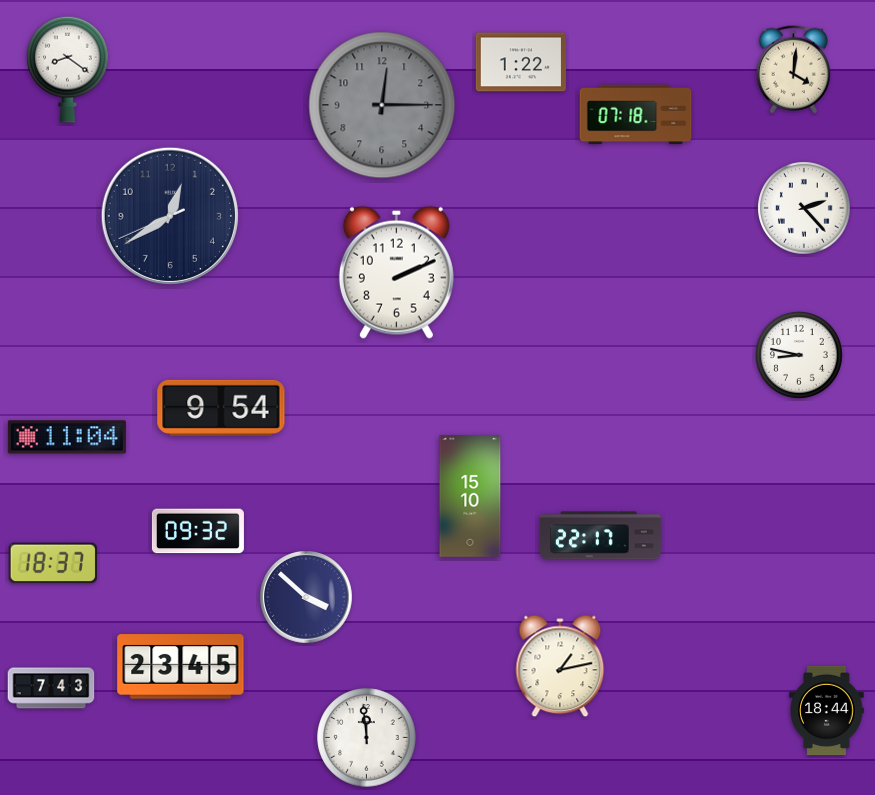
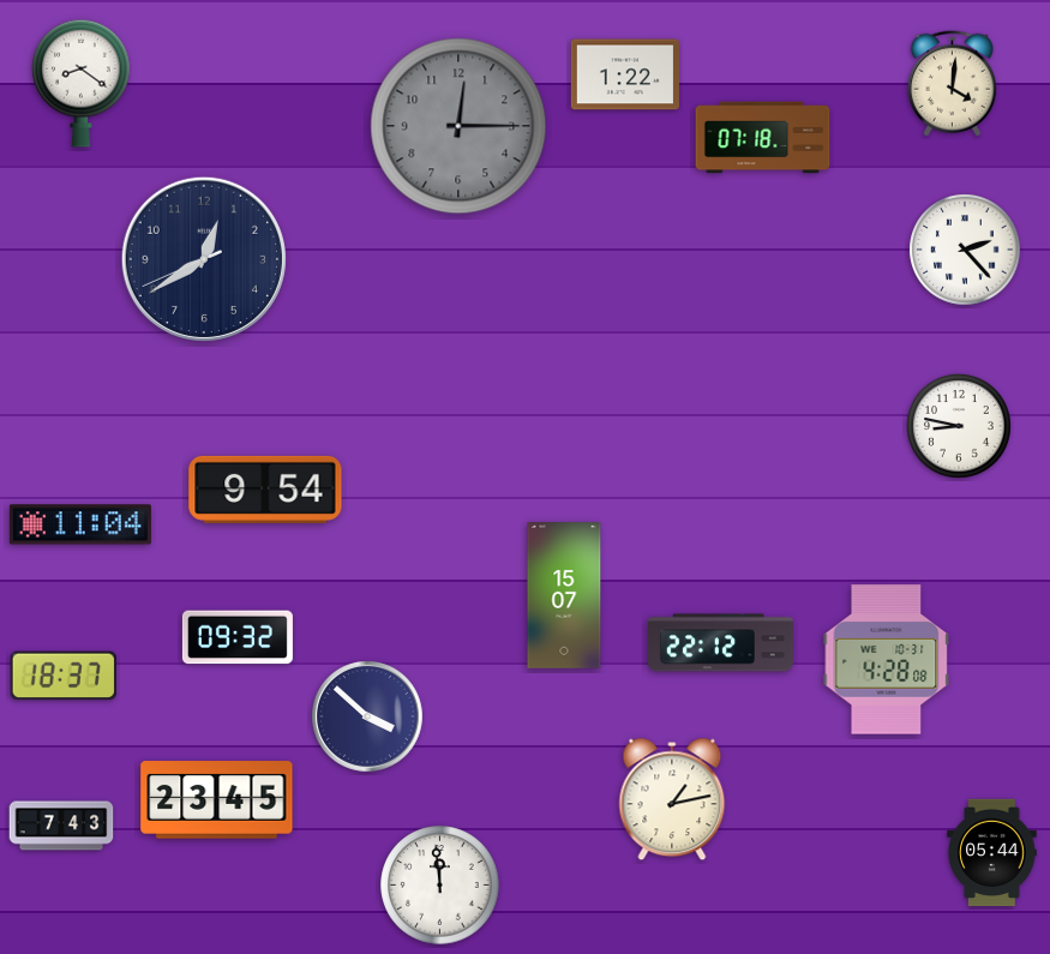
clock at (396, 272): 2:11 -> none
clock at (470, 496): 15:10 -> 15:07
clock at (600, 536): 22:17 -> 22:12
clock at (887, 660): none -> 4:28
clock at (827, 711): 18:44 -> 05:44
